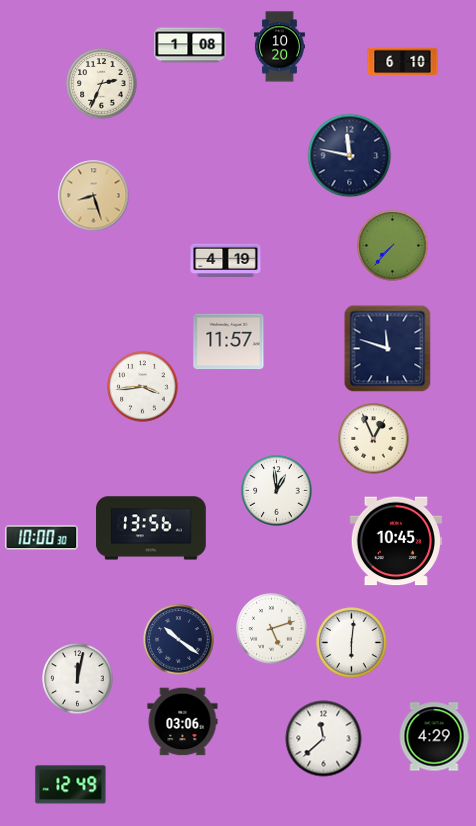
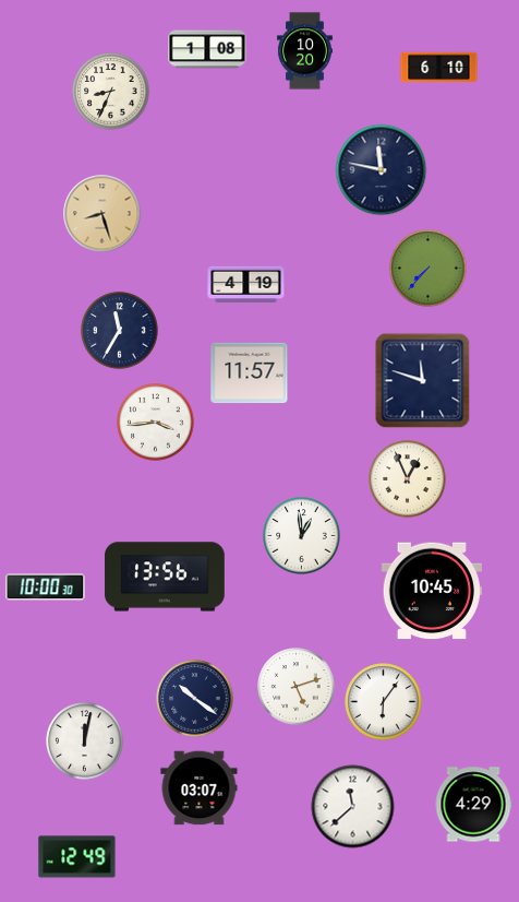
clock at (102, 84): 2:34 -> 8:34
clock at (120, 331): none -> 11:35
clock at (352, 643): 6:01 -> 6:06
clock at (183, 722): 03:06 -> 03:07
